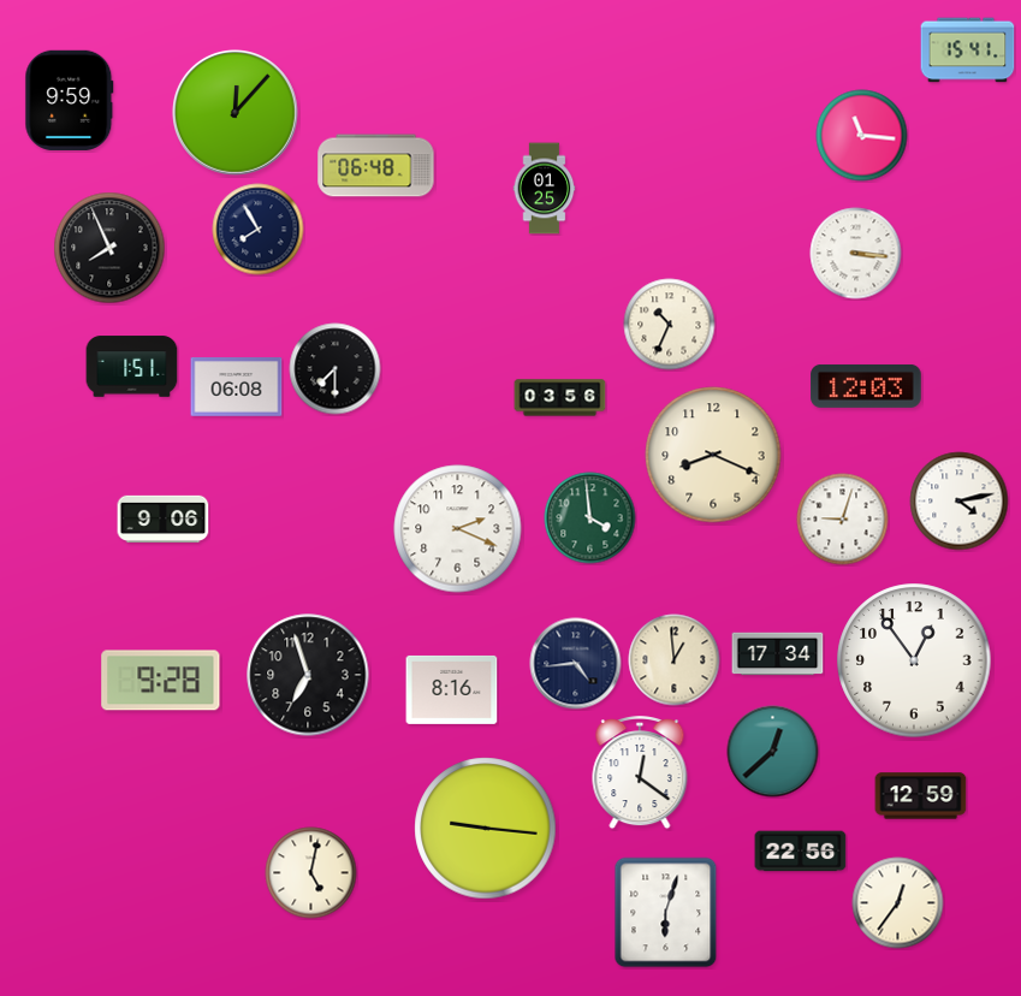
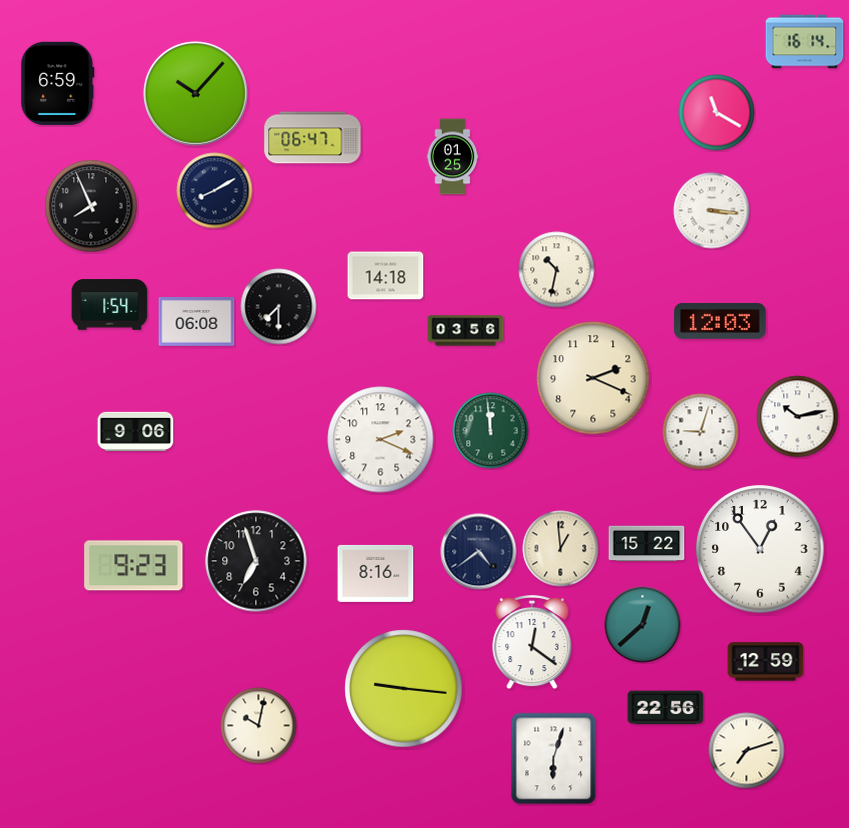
clock at (968, 51): 15:41 -> 16:14
clock at (70, 100): 9:59 -> 6:59
clock at (236, 113): 12:07 -> 10:07
clock at (862, 136): 11:16 -> 11:20
clock at (376, 166): 06:48 -> 06:47
clock at (259, 230): 7:55 -> 8:10
clock at (670, 325): 10:34 -> 10:32
clock at (386, 276): none -> 14:18
clock at (132, 367): 1:51 -> 1:54
clock at (713, 455): 8:19 -> 2:19
clock at (960, 502): 4:13 -> 10:13
clock at (590, 518): 3:59 -> 11:59
clock at (778, 654): 17:34 -> 15:22
clock at (576, 664): 4:44 -> 4:39
clock at (161, 681): 9:28 -> 9:23
clock at (311, 873): 5:02 -> 10:02
clock at (898, 903): 12:36 -> 7:12
